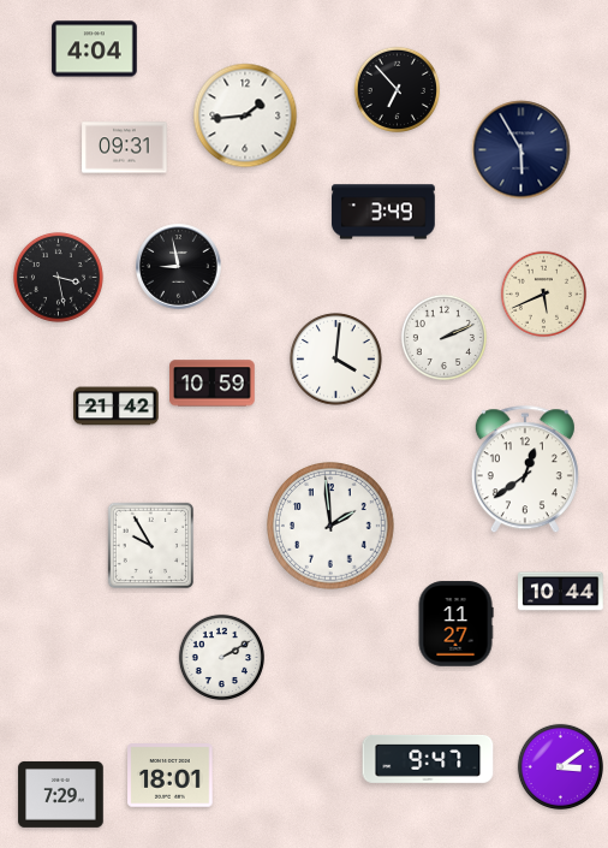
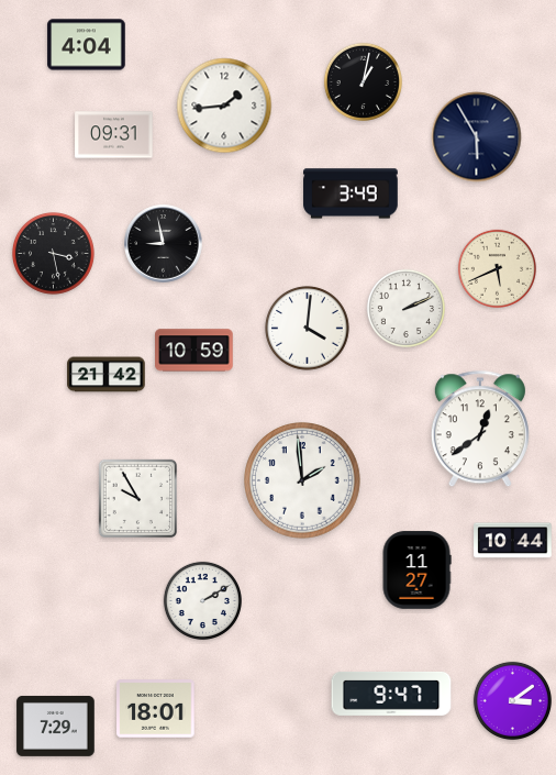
clock at (397, 89): 6:53 -> 1:02
clock at (117, 407) position: (117, 407) -> (107, 375)
